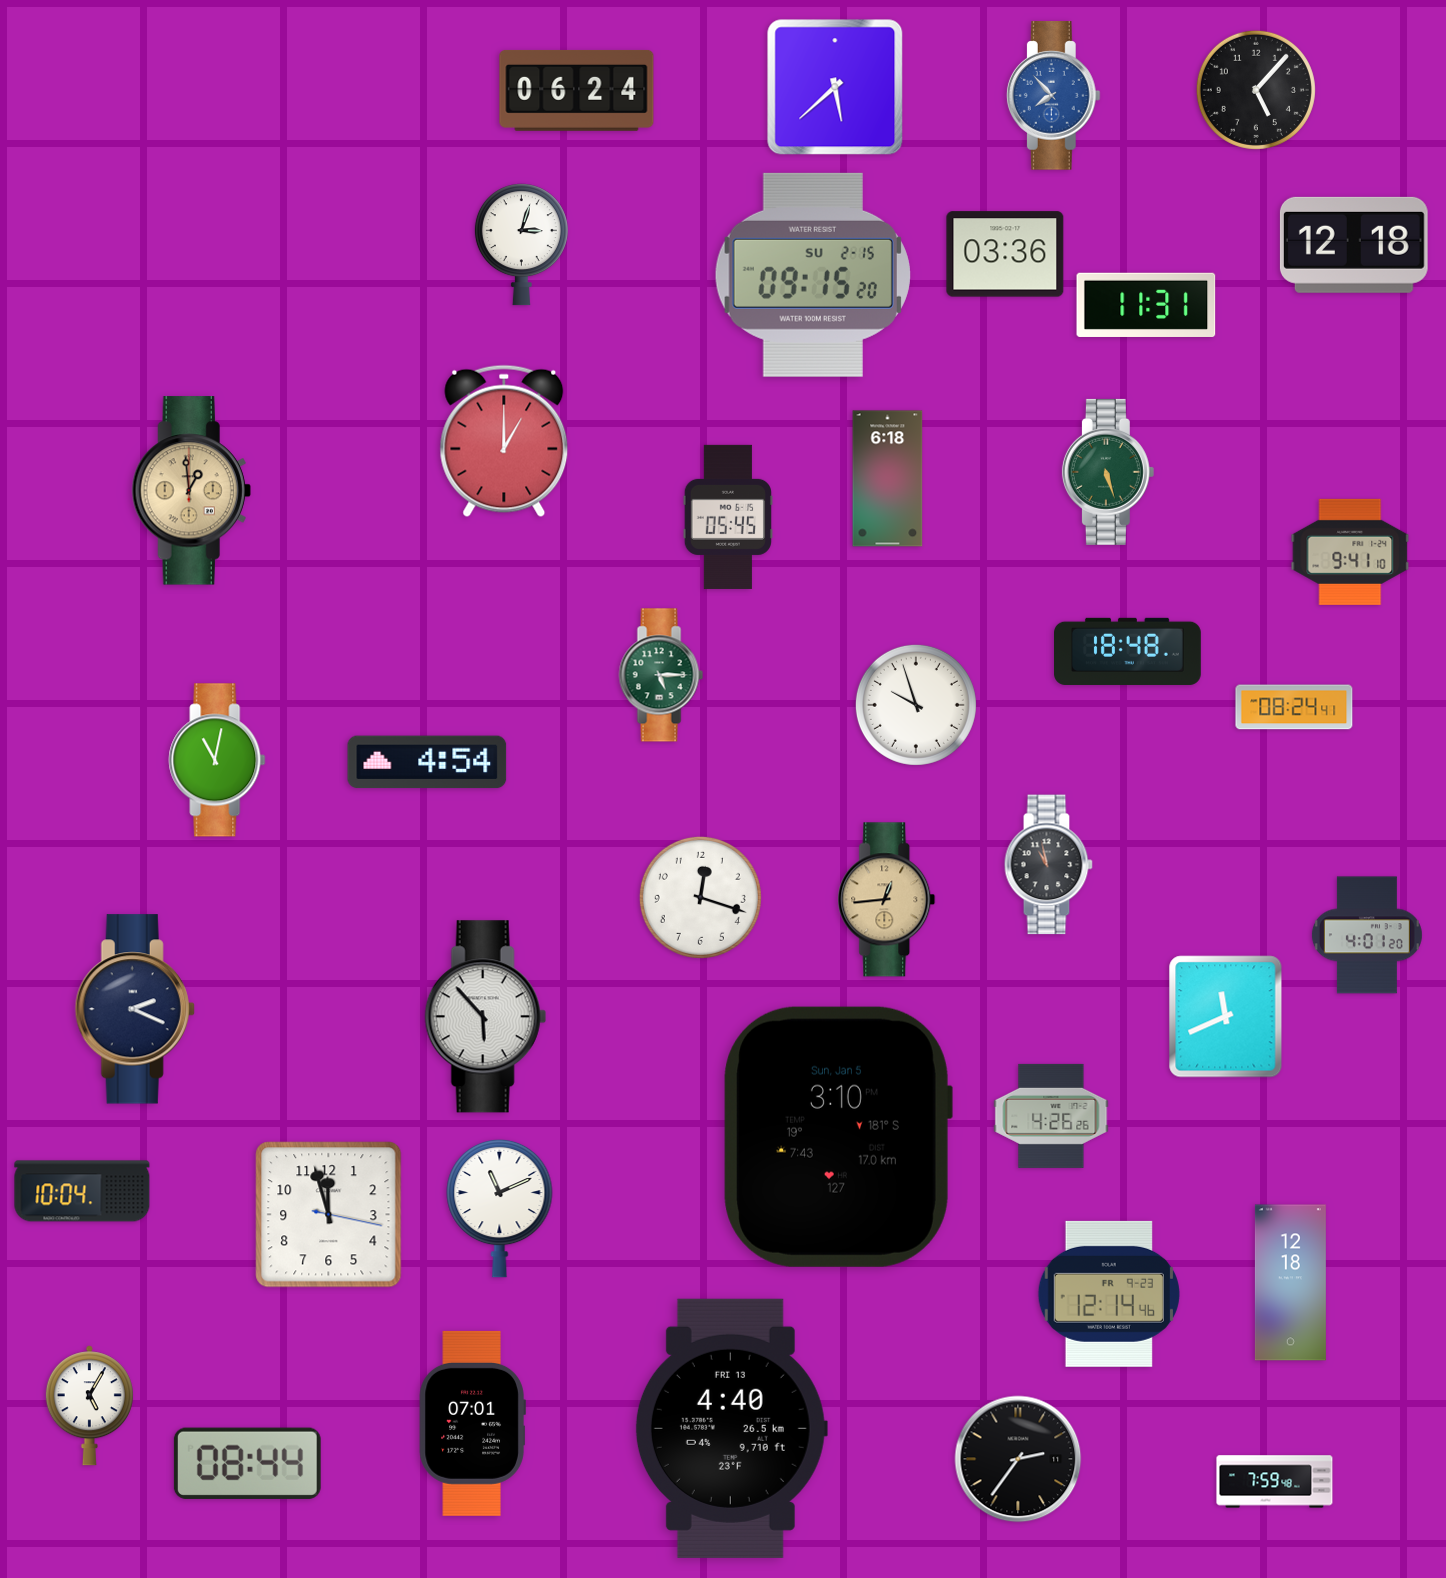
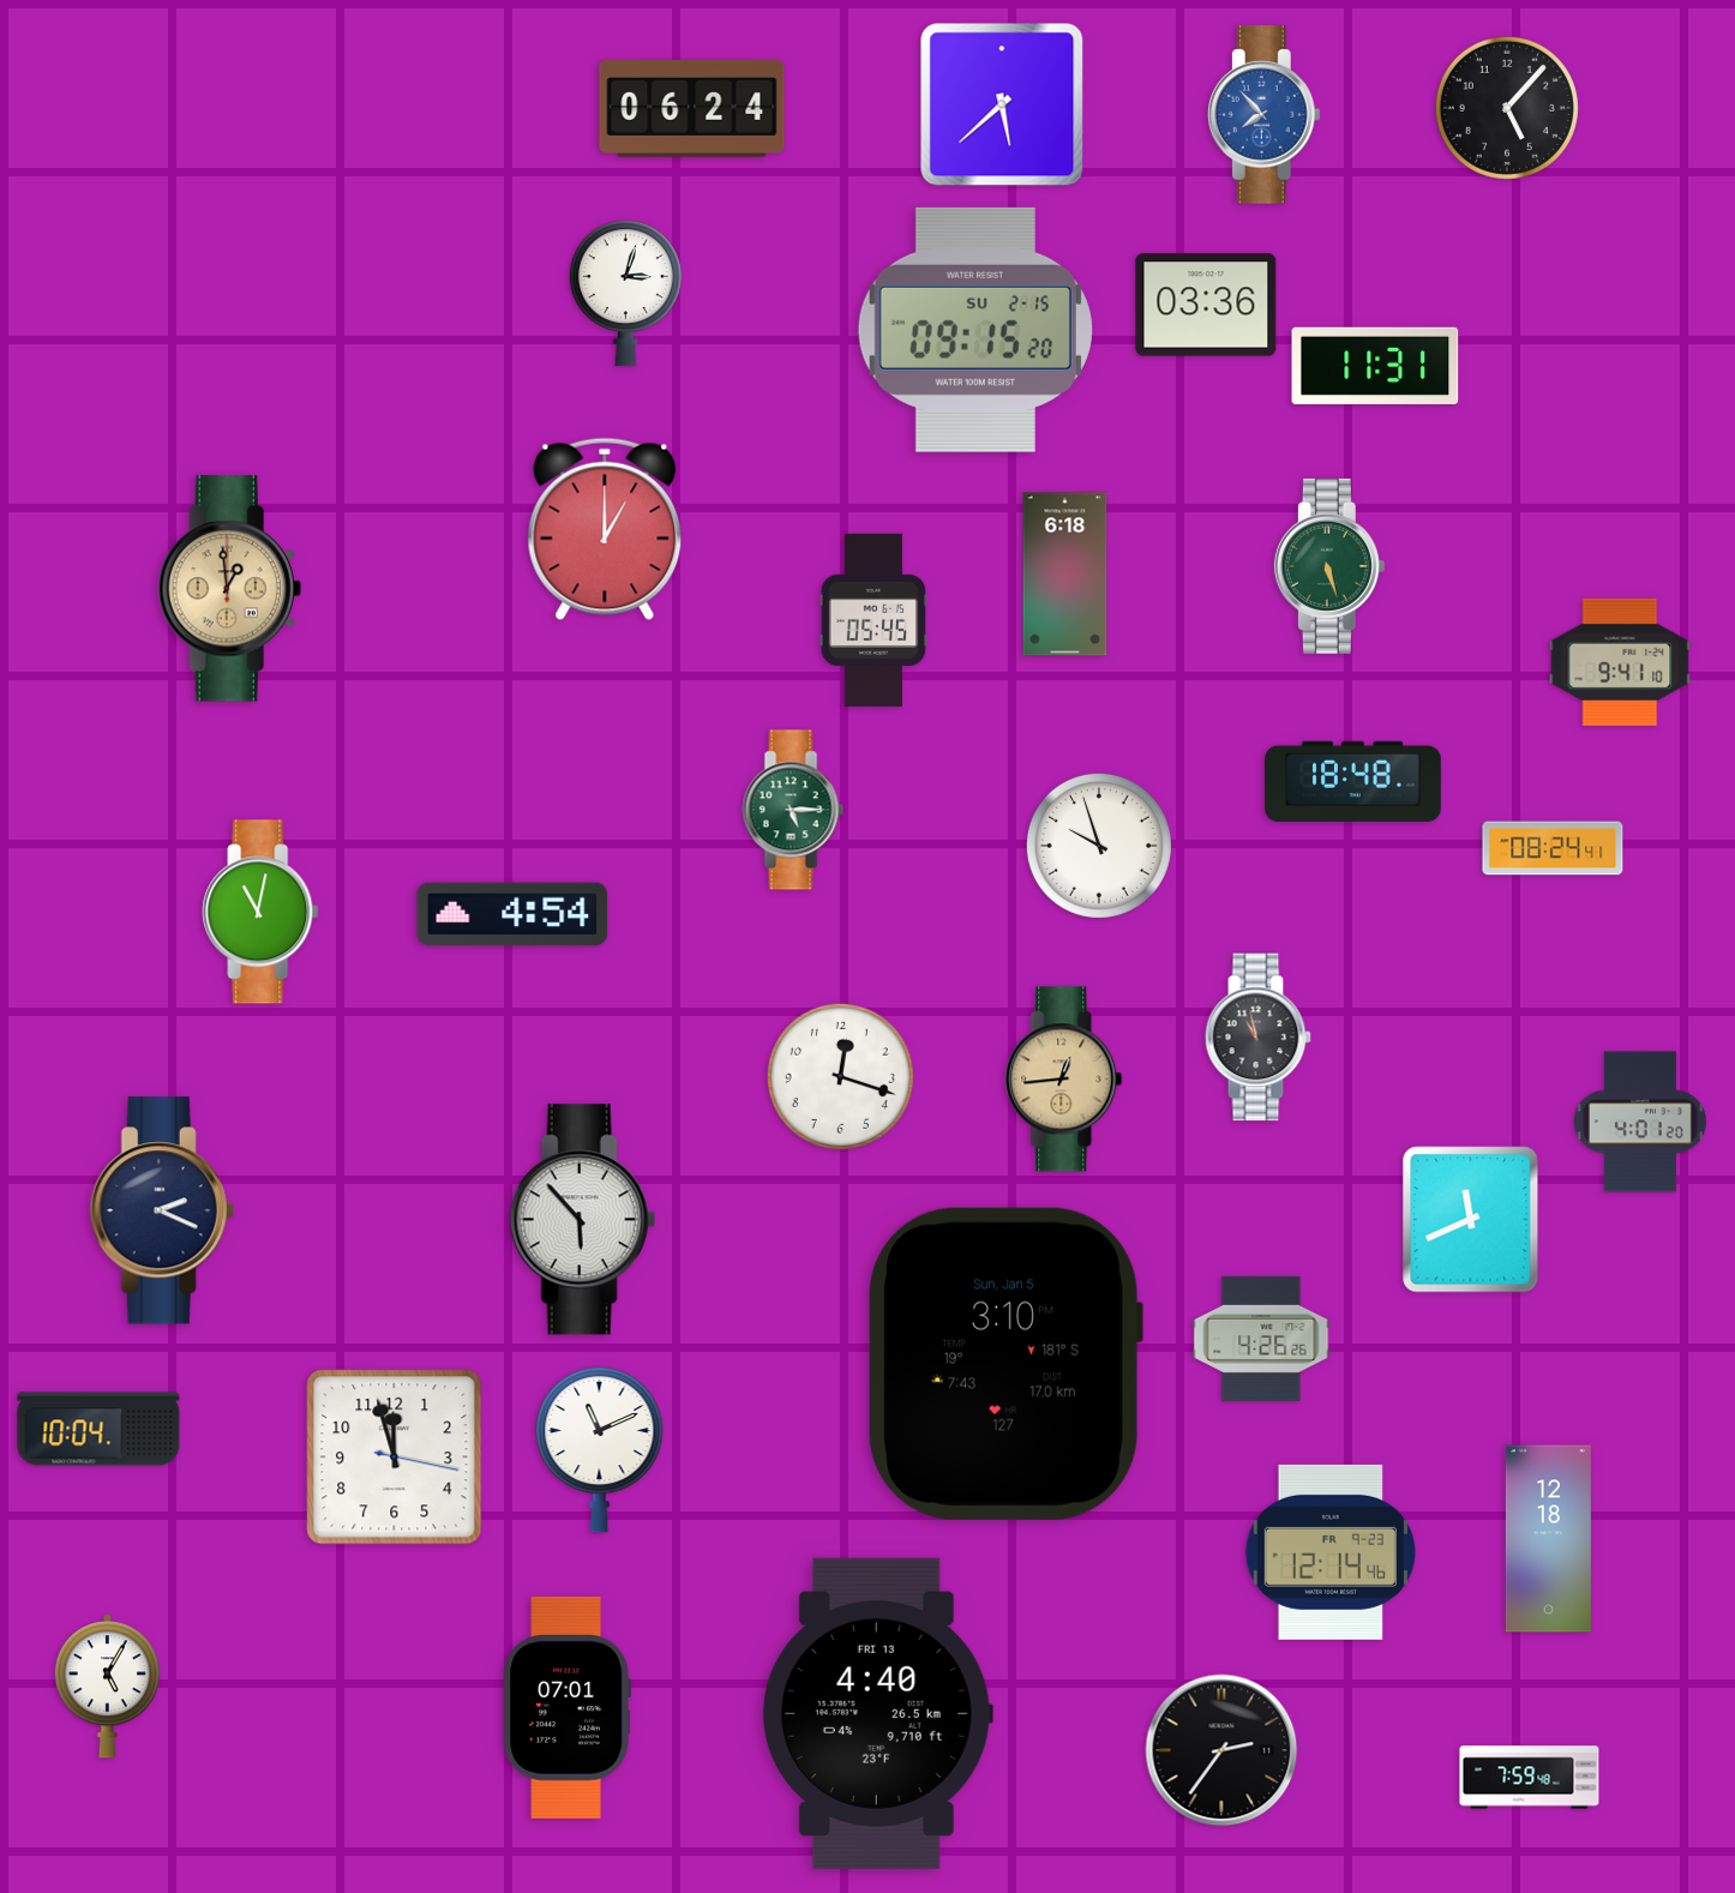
clock at (1354, 245): 12:18 -> none
clock at (247, 1463): 08:44 -> none
